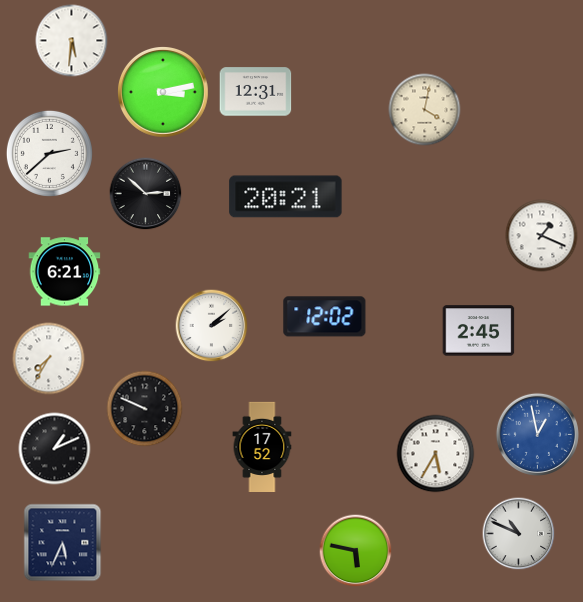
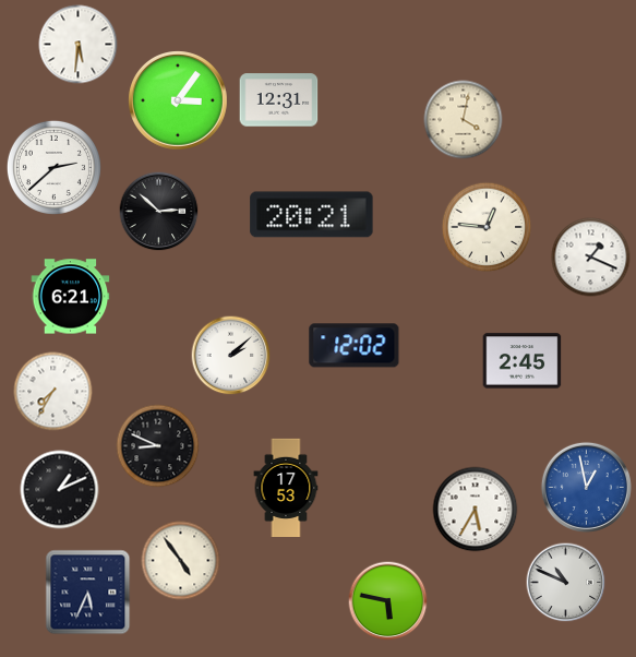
clock at (164, 93): 3:13 -> 3:06
clock at (487, 227): none -> 12:46
clock at (145, 409): 9:49 -> 8:49
clock at (537, 434) position: (537, 434) -> (586, 487)
clock at (262, 446): 17:52 -> 17:53
clock at (436, 454) position: (436, 454) -> (476, 510)
clock at (181, 561): none -> 4:54
clock at (63, 543) position: (63, 543) -> (88, 593)
